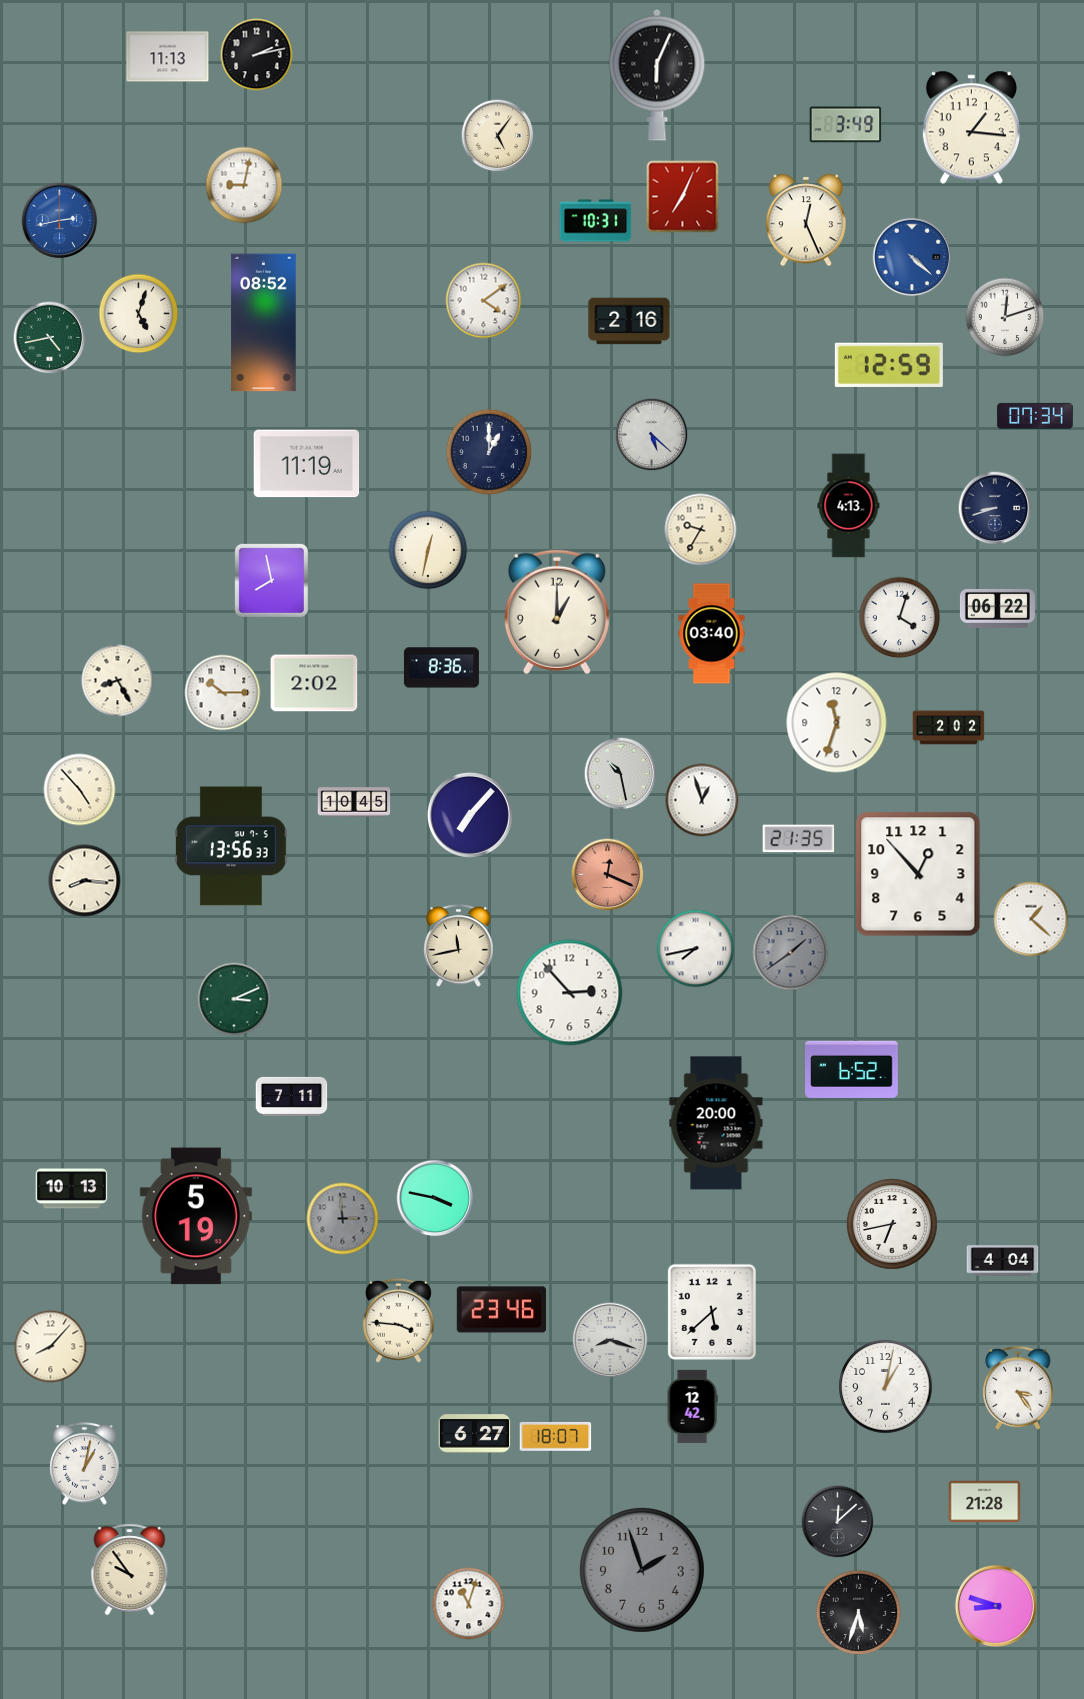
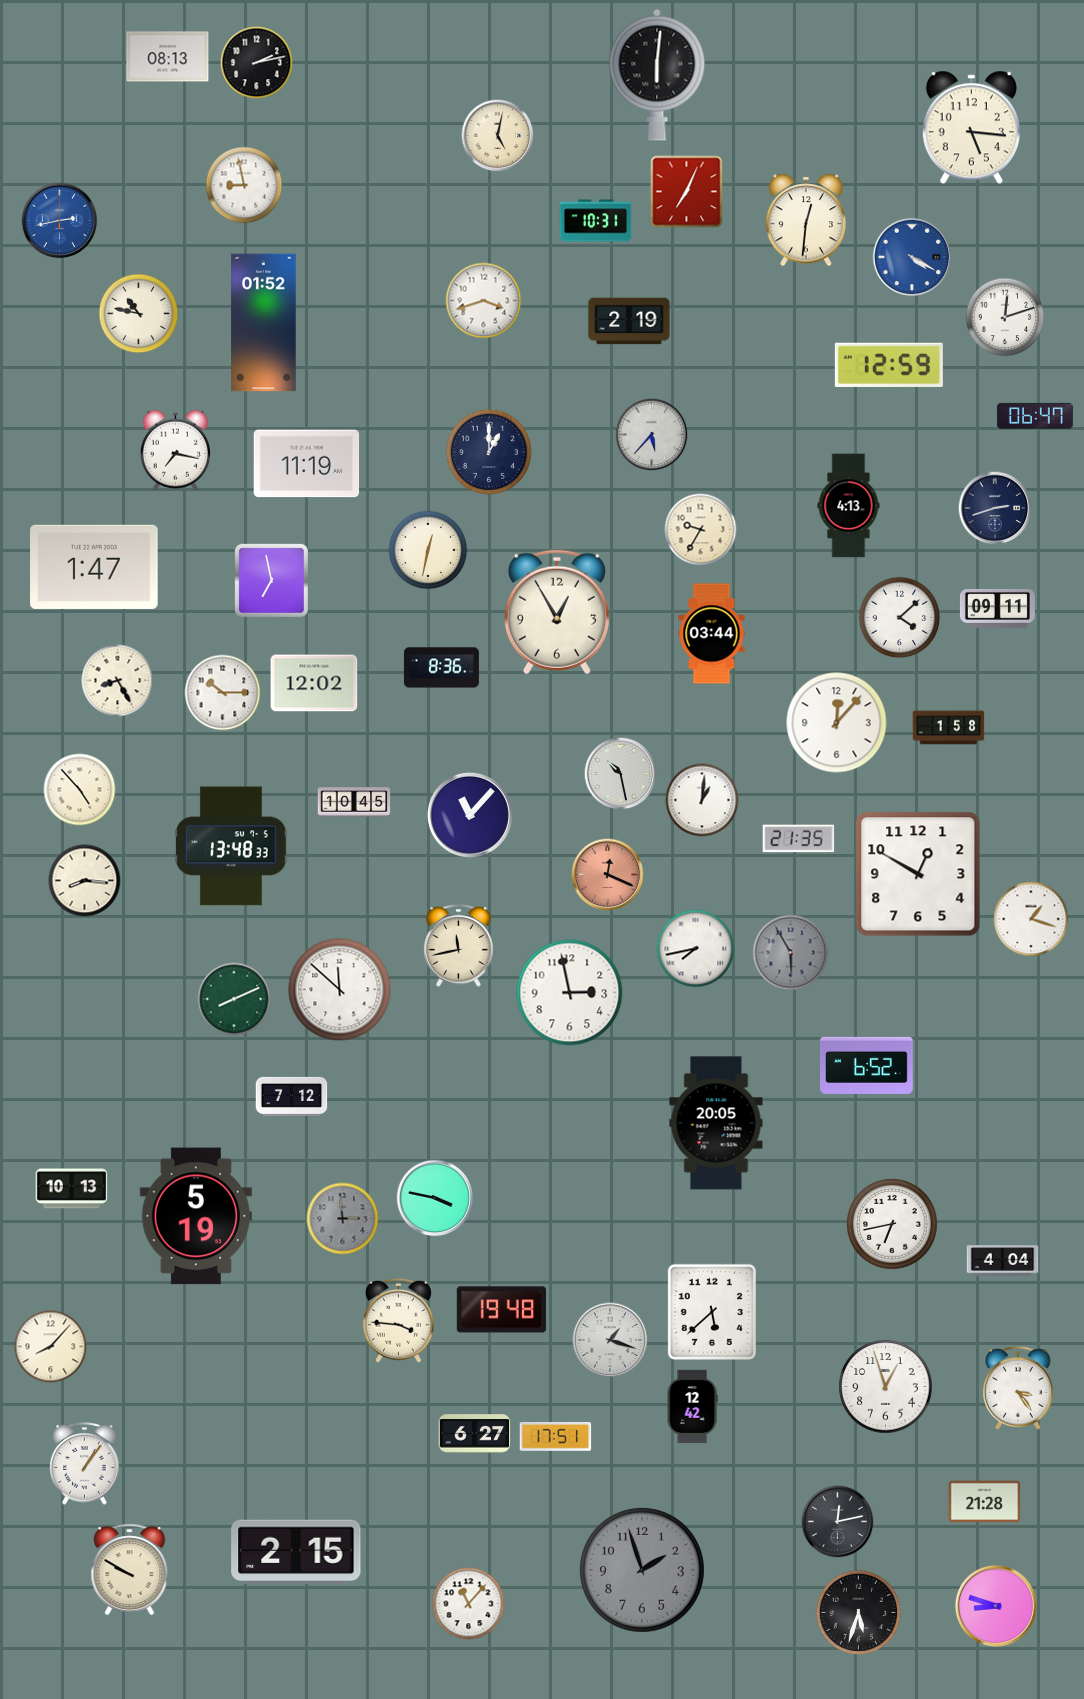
clock at (257, 55) position: (257, 55) -> (257, 63)
clock at (168, 57): 11:13 -> 08:13
clock at (657, 75): 6:04 -> 6:01
clock at (846, 125): 3:49 -> none
clock at (971, 128): 1:16 -> 5:16
clock at (498, 136): 5:06 -> 5:02
clock at (244, 185): 9:02 -> 8:58
clock at (683, 197) position: (683, 197) -> (687, 192)
clock at (805, 220): 12:26 -> 12:31
clock at (912, 257): 4:22 -> 4:20
clock at (484, 301): 4:09 -> 3:42
clock at (139, 314): 5:03 -> 10:47
clock at (629, 321): 2:16 -> 2:19
clock at (264, 323): 08:52 -> 01:52
clock at (50, 338): 4:43 -> none
clock at (1035, 416): 07:34 -> 06:47
clock at (652, 435): 5:22 -> 5:37
clock at (175, 450): none -> 7:17
clock at (995, 508): 8:42 -> 2:42
clock at (94, 567): none -> 1:47
clock at (271, 580): 7:58 -> 6:58
clock at (997, 608): 06:22 -> 09:11
clock at (557, 612): 1:00 -> 12:55
clock at (900, 618): 4:03 -> 4:08
clock at (712, 634): 03:40 -> 03:44
clock at (314, 683): 2:02 -> 12:02
clock at (837, 723): 11:33 -> 12:07
clock at (949, 728): 2:02 -> 1:58
clock at (702, 800): 12:57 -> 1:01
clock at (470, 815): 7:07 -> 11:07
clock at (232, 846): 13:56 -> 13:48
clock at (918, 874): 12:53 -> 12:50
clock at (1031, 919): 1:22 -> 1:18
clock at (791, 953): 1:39 -> 5:55
clock at (340, 990): none -> 11:52
clock at (570, 993): 2:53 -> 2:58
clock at (234, 999): 3:11 -> 8:11
clock at (852, 1069) position: (852, 1069) -> (867, 1065)
clock at (292, 1096): 7:11 -> 7:12
clock at (716, 1123): 20:00 -> 20:05
clock at (502, 1310): 23:46 -> 19:48
clock at (610, 1340): 8:18 -> 1:18
clock at (886, 1387): 1:02 -> 12:57
clock at (556, 1437): 18:07 -> 17:51
clock at (85, 1464): 1:02 -> 1:06
clock at (838, 1522): 12:08 -> 12:13
clock at (296, 1552): none -> 2:15
clock at (130, 1570): 9:54 -> 9:50
clock at (469, 1604): 11:03 -> 11:07
